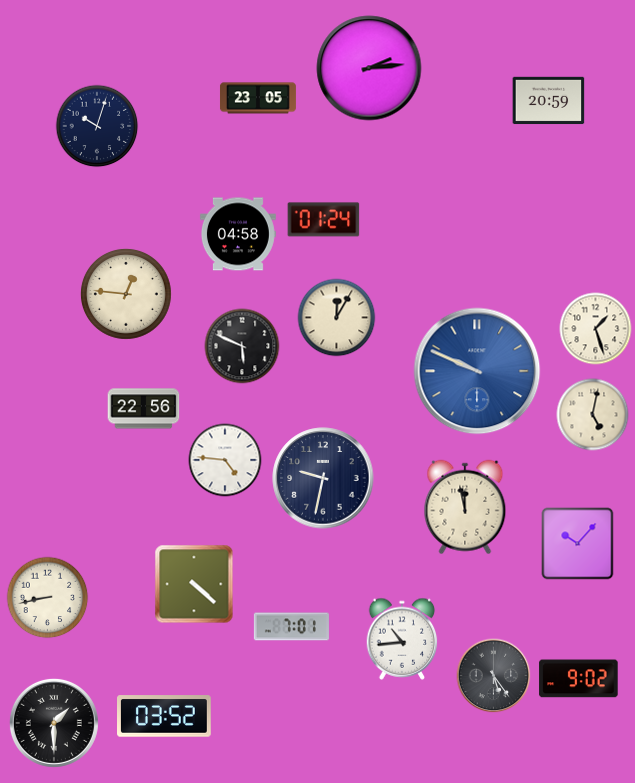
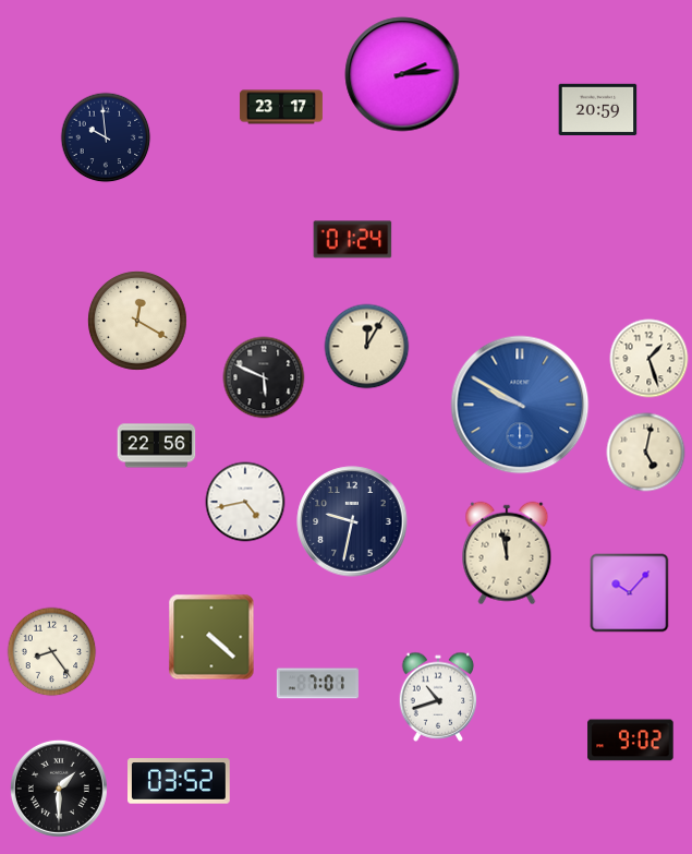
clock at (258, 98): 23:05 -> 23:17
clock at (97, 126): 10:03 -> 9:59
clock at (238, 234): 04:58 -> none
clock at (126, 294): 12:46 -> 12:20
clock at (477, 371): 9:49 -> 9:50
clock at (225, 460): 4:46 -> 4:43
clock at (48, 598): 8:43 -> 8:24
clock at (402, 639): 10:44 -> 10:42
clock at (494, 676): 5:24 -> none
